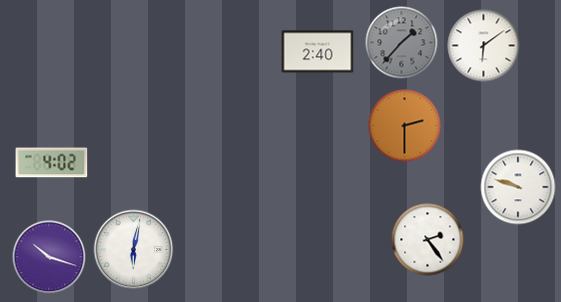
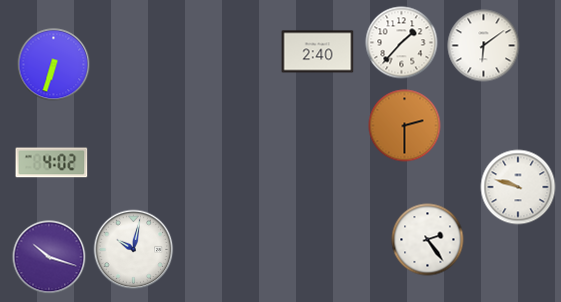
clock at (402, 43) dial: grey -> white
clock at (54, 65): none -> 6:33
clock at (134, 250): 6:02 -> 10:02
